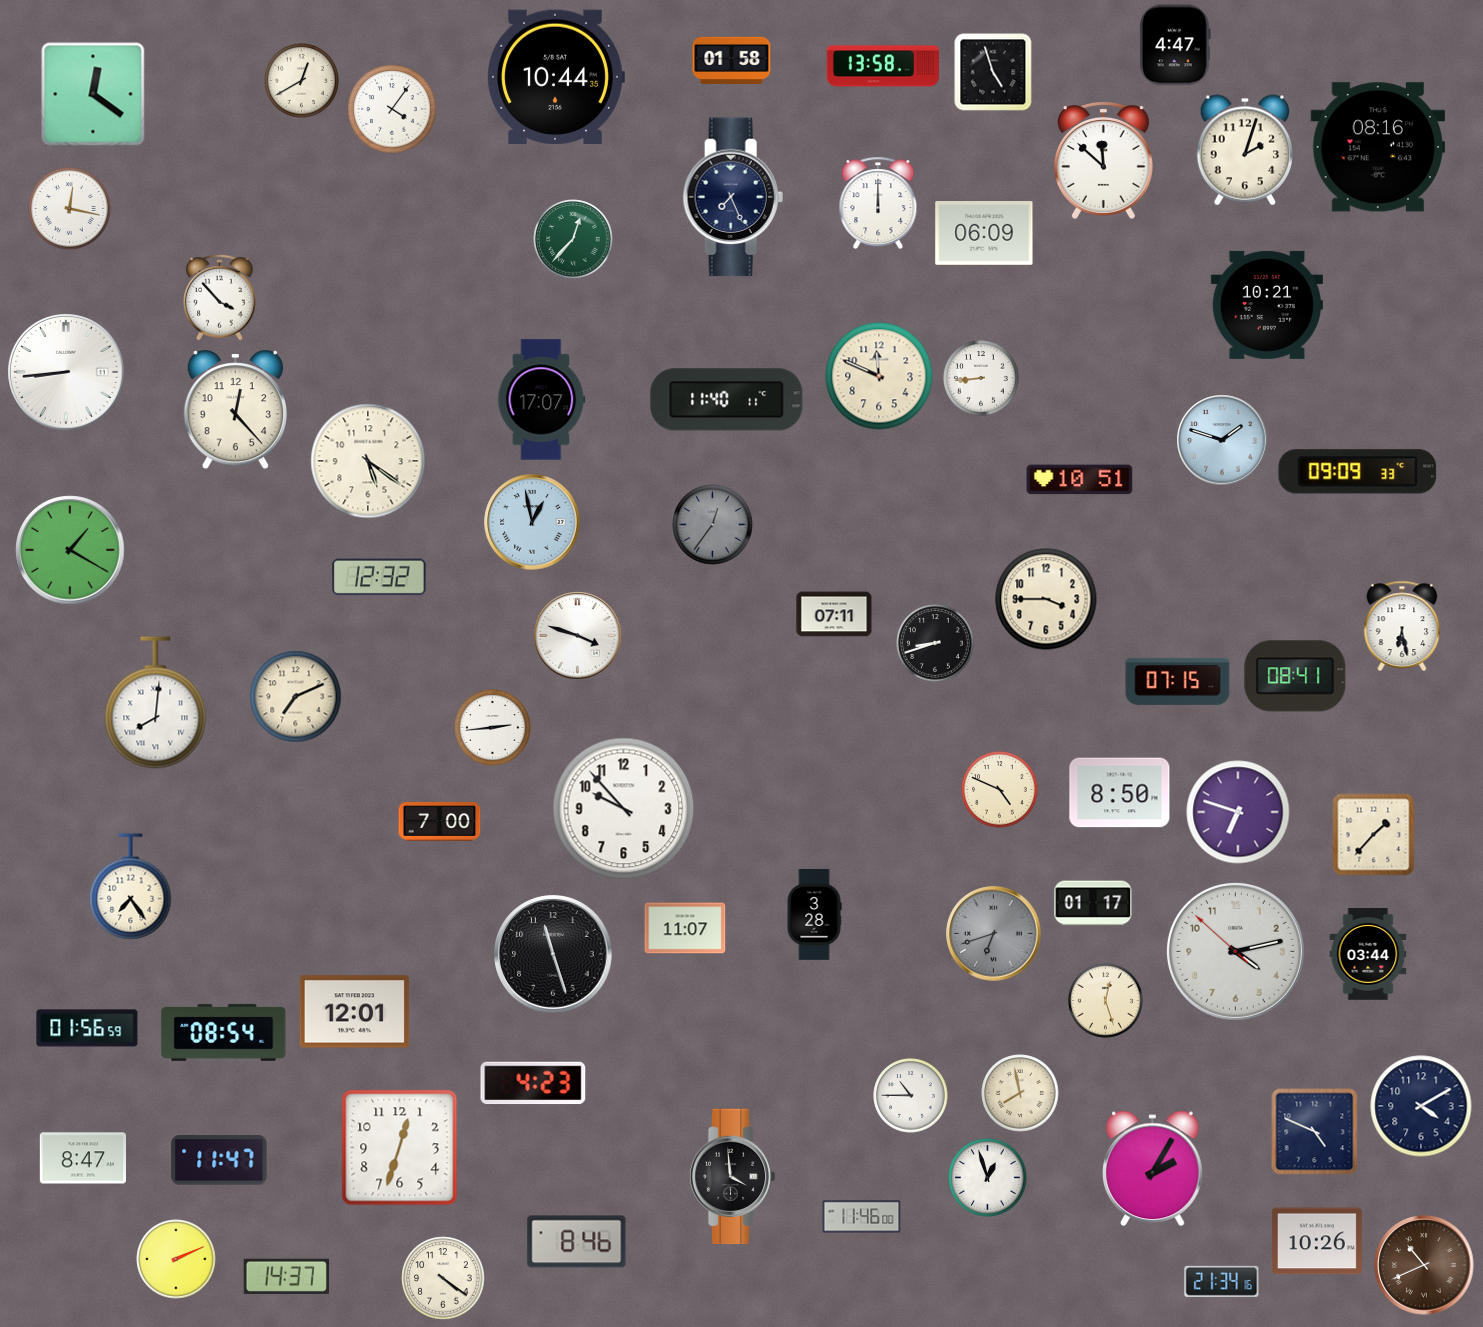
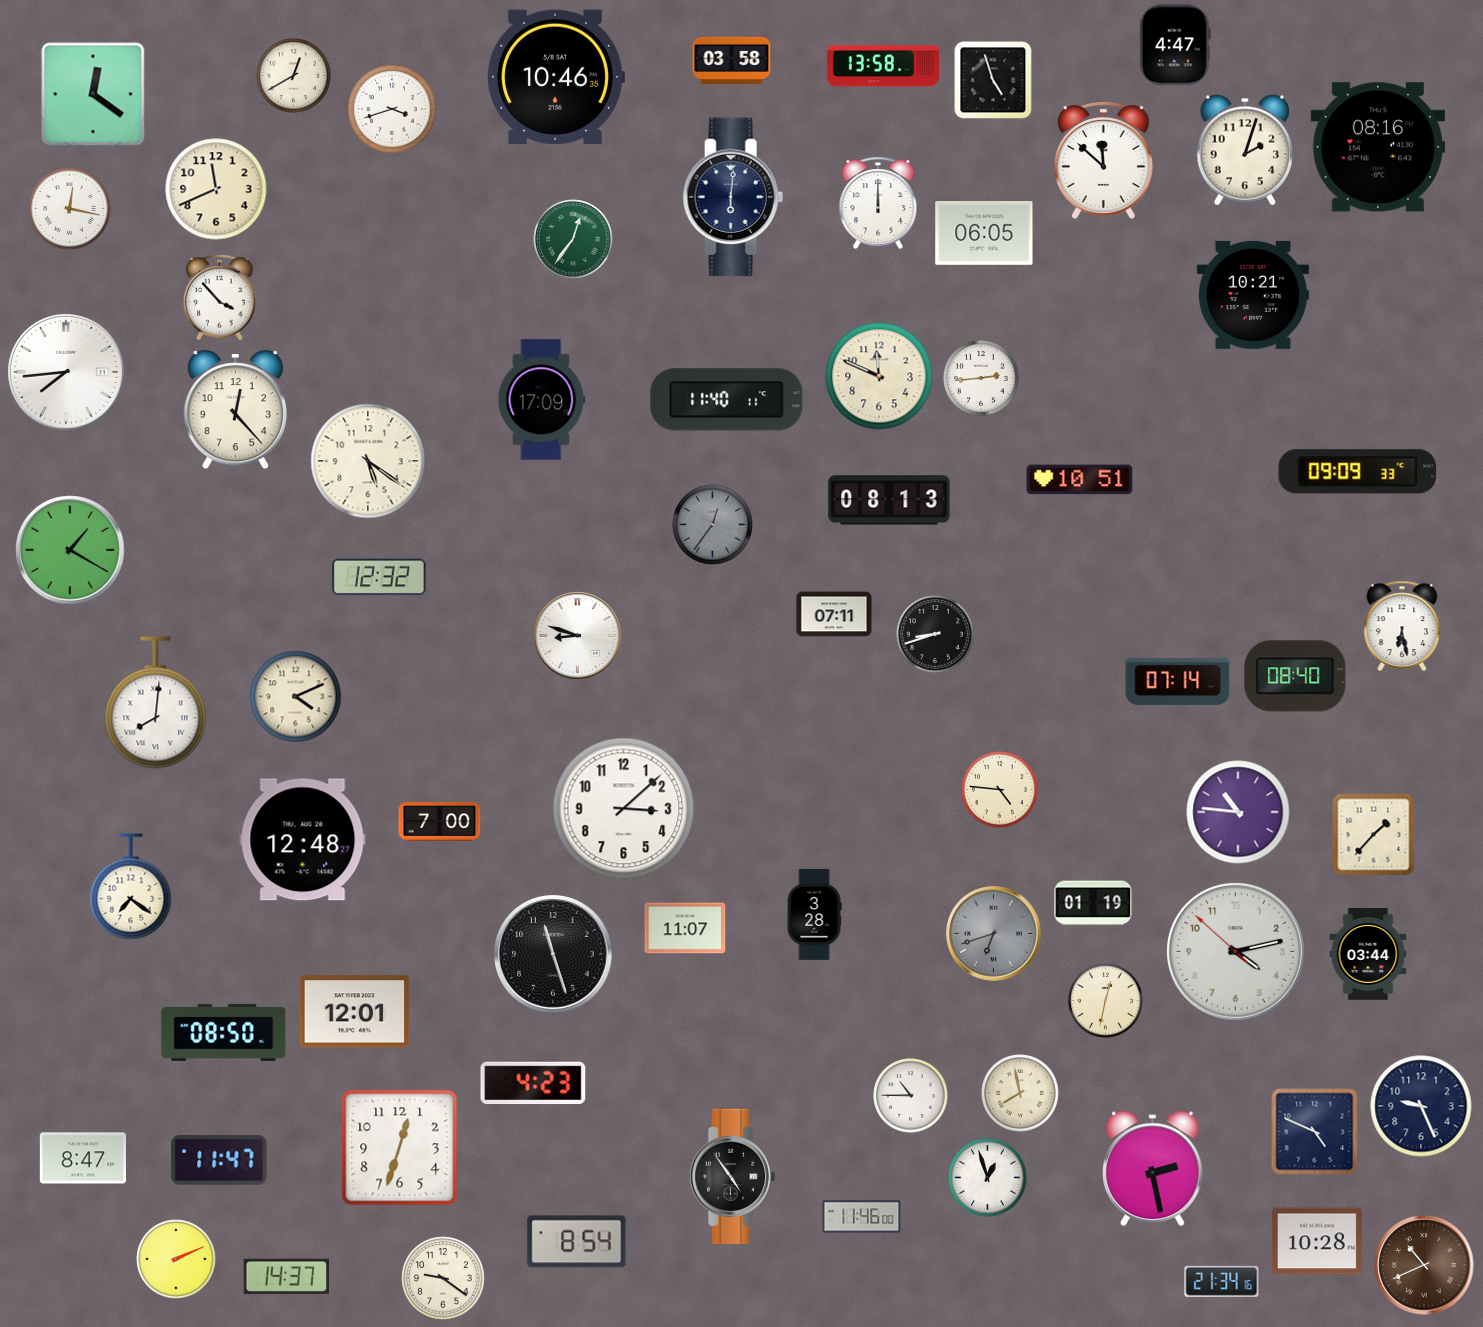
clock at (732, 60): 01:58 -> 03:58
clock at (993, 72) position: (993, 72) -> (993, 80)
clock at (556, 76): 10:44 -> 10:46
clock at (302, 81) position: (302, 81) -> (294, 76)
clock at (392, 109): 4:06 -> 3:42
clock at (216, 189): none -> 11:41
clock at (733, 197): 7:26 -> 6:01
clock at (984, 234): 06:09 -> 06:05
clock at (573, 239): 12:37 -> 12:36
clock at (1267, 305) position: (1267, 305) -> (1253, 295)
clock at (66, 372): 8:44 -> 7:44
clock at (981, 378): 8:44 -> 2:44
clock at (542, 400): 17:07 -> 17:09
clock at (1222, 440): 1:48 -> none
clock at (889, 500): none -> 08:13
clock at (532, 522): 12:58 -> none
clock at (1046, 599): 3:45 -> none
clock at (578, 636): 3:48 -> 8:48
clock at (935, 643) position: (935, 643) -> (935, 634)
clock at (1295, 676): 08:41 -> 08:40
clock at (1178, 681): 07:15 -> 07:14
clock at (296, 697): 7:11 -> 4:11
clock at (493, 728): 2:44 -> none
clock at (1000, 790): 4:49 -> 4:46
clock at (1120, 793): 8:50 -> none
clock at (624, 809): 9:53 -> 3:08
clock at (1238, 812): 6:48 -> 10:46
clock at (303, 840): none -> 12:48
clock at (131, 887): 7:24 -> 7:21
clock at (1093, 903): 01:17 -> 01:19
clock at (1106, 1001): 12:27 -> 12:32
clock at (87, 1028): 01:56 -> none
clock at (224, 1032): 08:54 -> 08:50
clock at (1421, 1106): 4:10 -> 9:26
clock at (1153, 1169): 2:05 -> 2:28
clock at (732, 1177): 3:59 -> 4:54
clock at (1317, 1241): 10:26 -> 10:28
clock at (577, 1242): 8:46 -> 8:54
clock at (443, 1278): 4:21 -> 9:21
